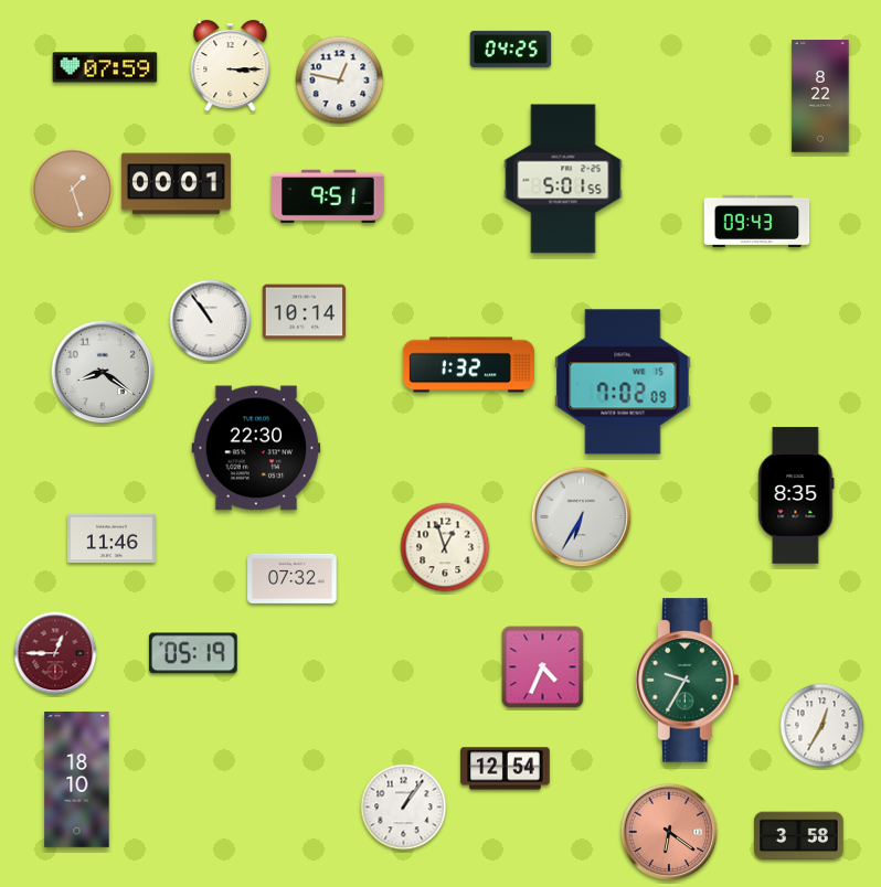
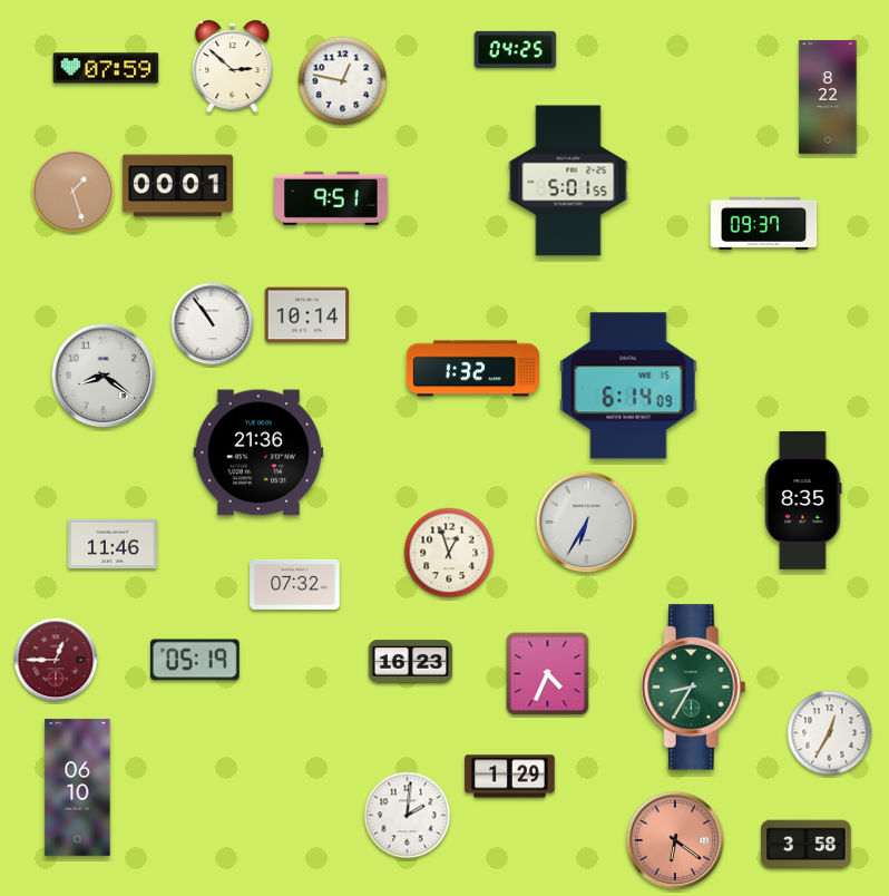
clock at (231, 66): 3:15 -> 2:52
clock at (757, 221): 09:43 -> 09:37
clock at (623, 382): 7:02 -> 6:14
clock at (256, 448): 22:30 -> 21:36
clock at (410, 662): none -> 16:23
clock at (687, 681): 9:35 -> 8:35
clock at (506, 769): 12:54 -> 1:29
clock at (77, 779): 18:10 -> 06:10
clock at (404, 808): 1:06 -> 2:01
